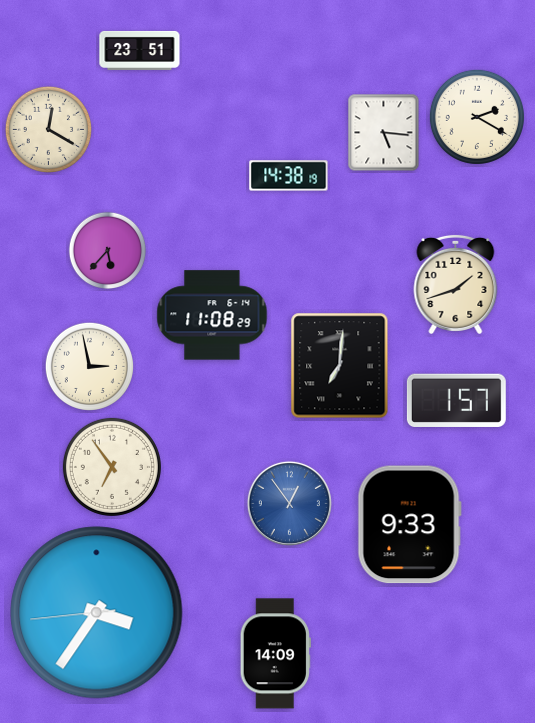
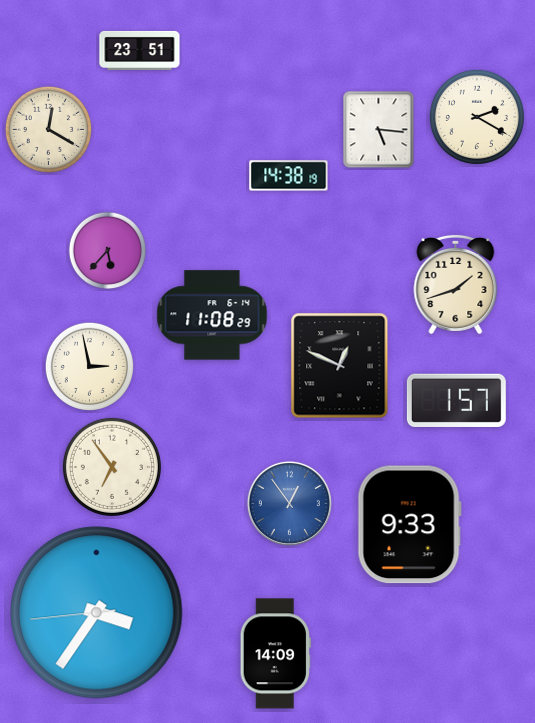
clock at (384, 133) position: (384, 133) -> (379, 130)
clock at (340, 366): 7:01 -> 12:49
